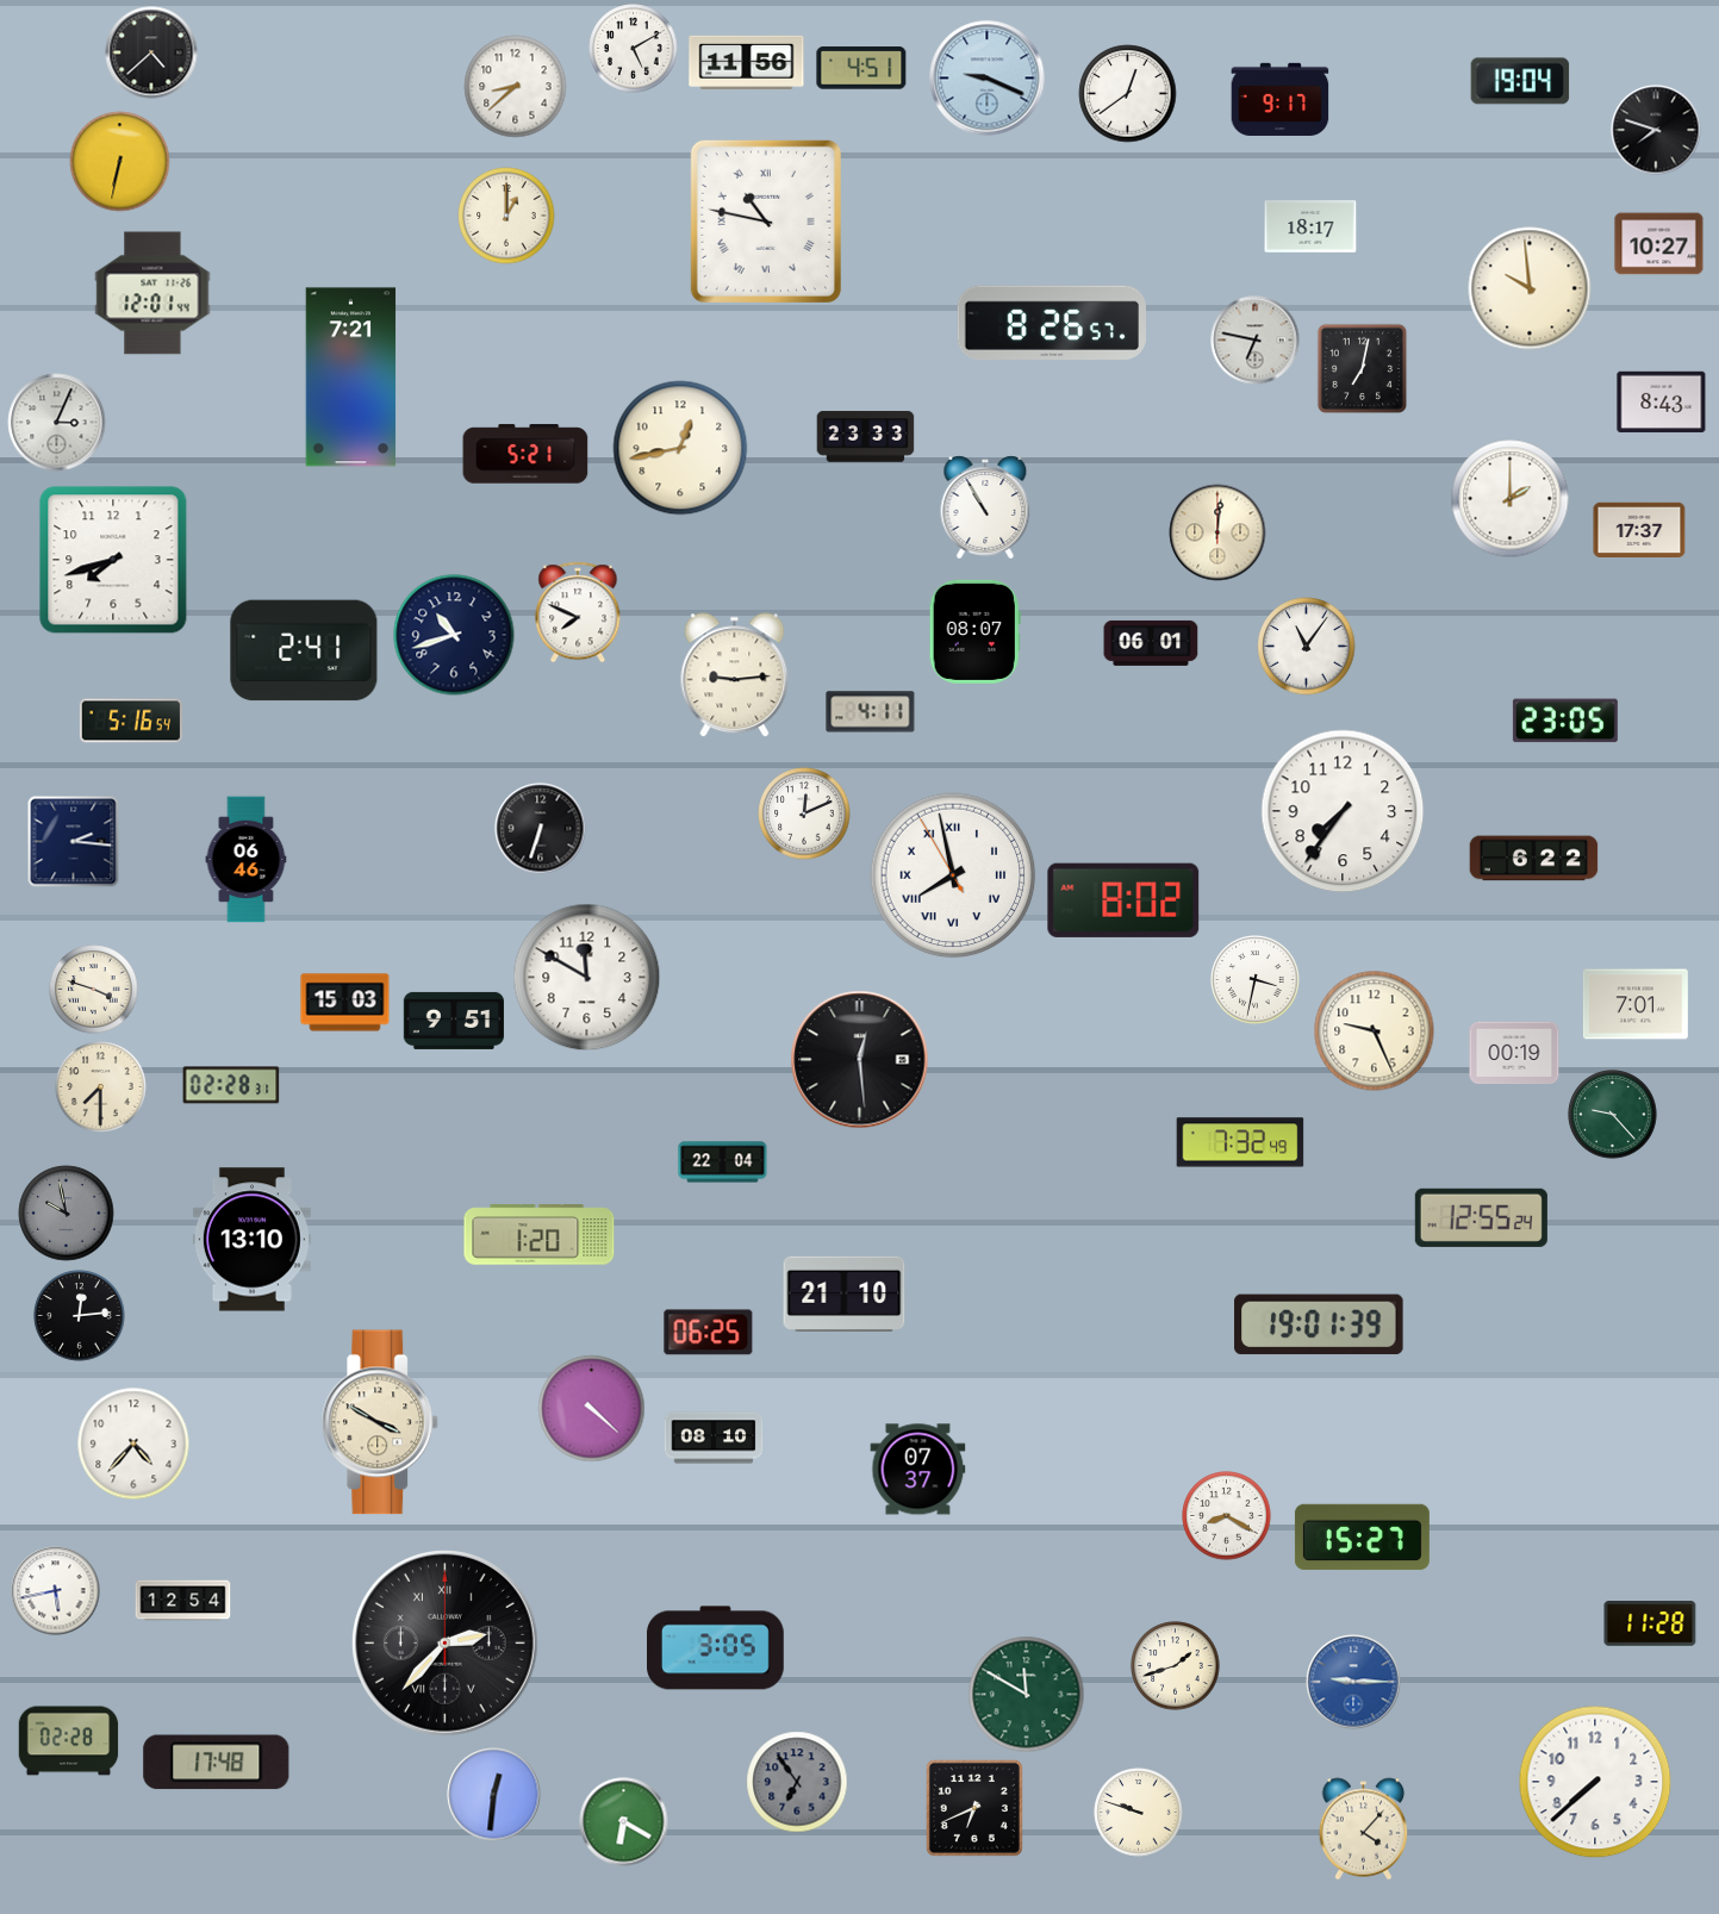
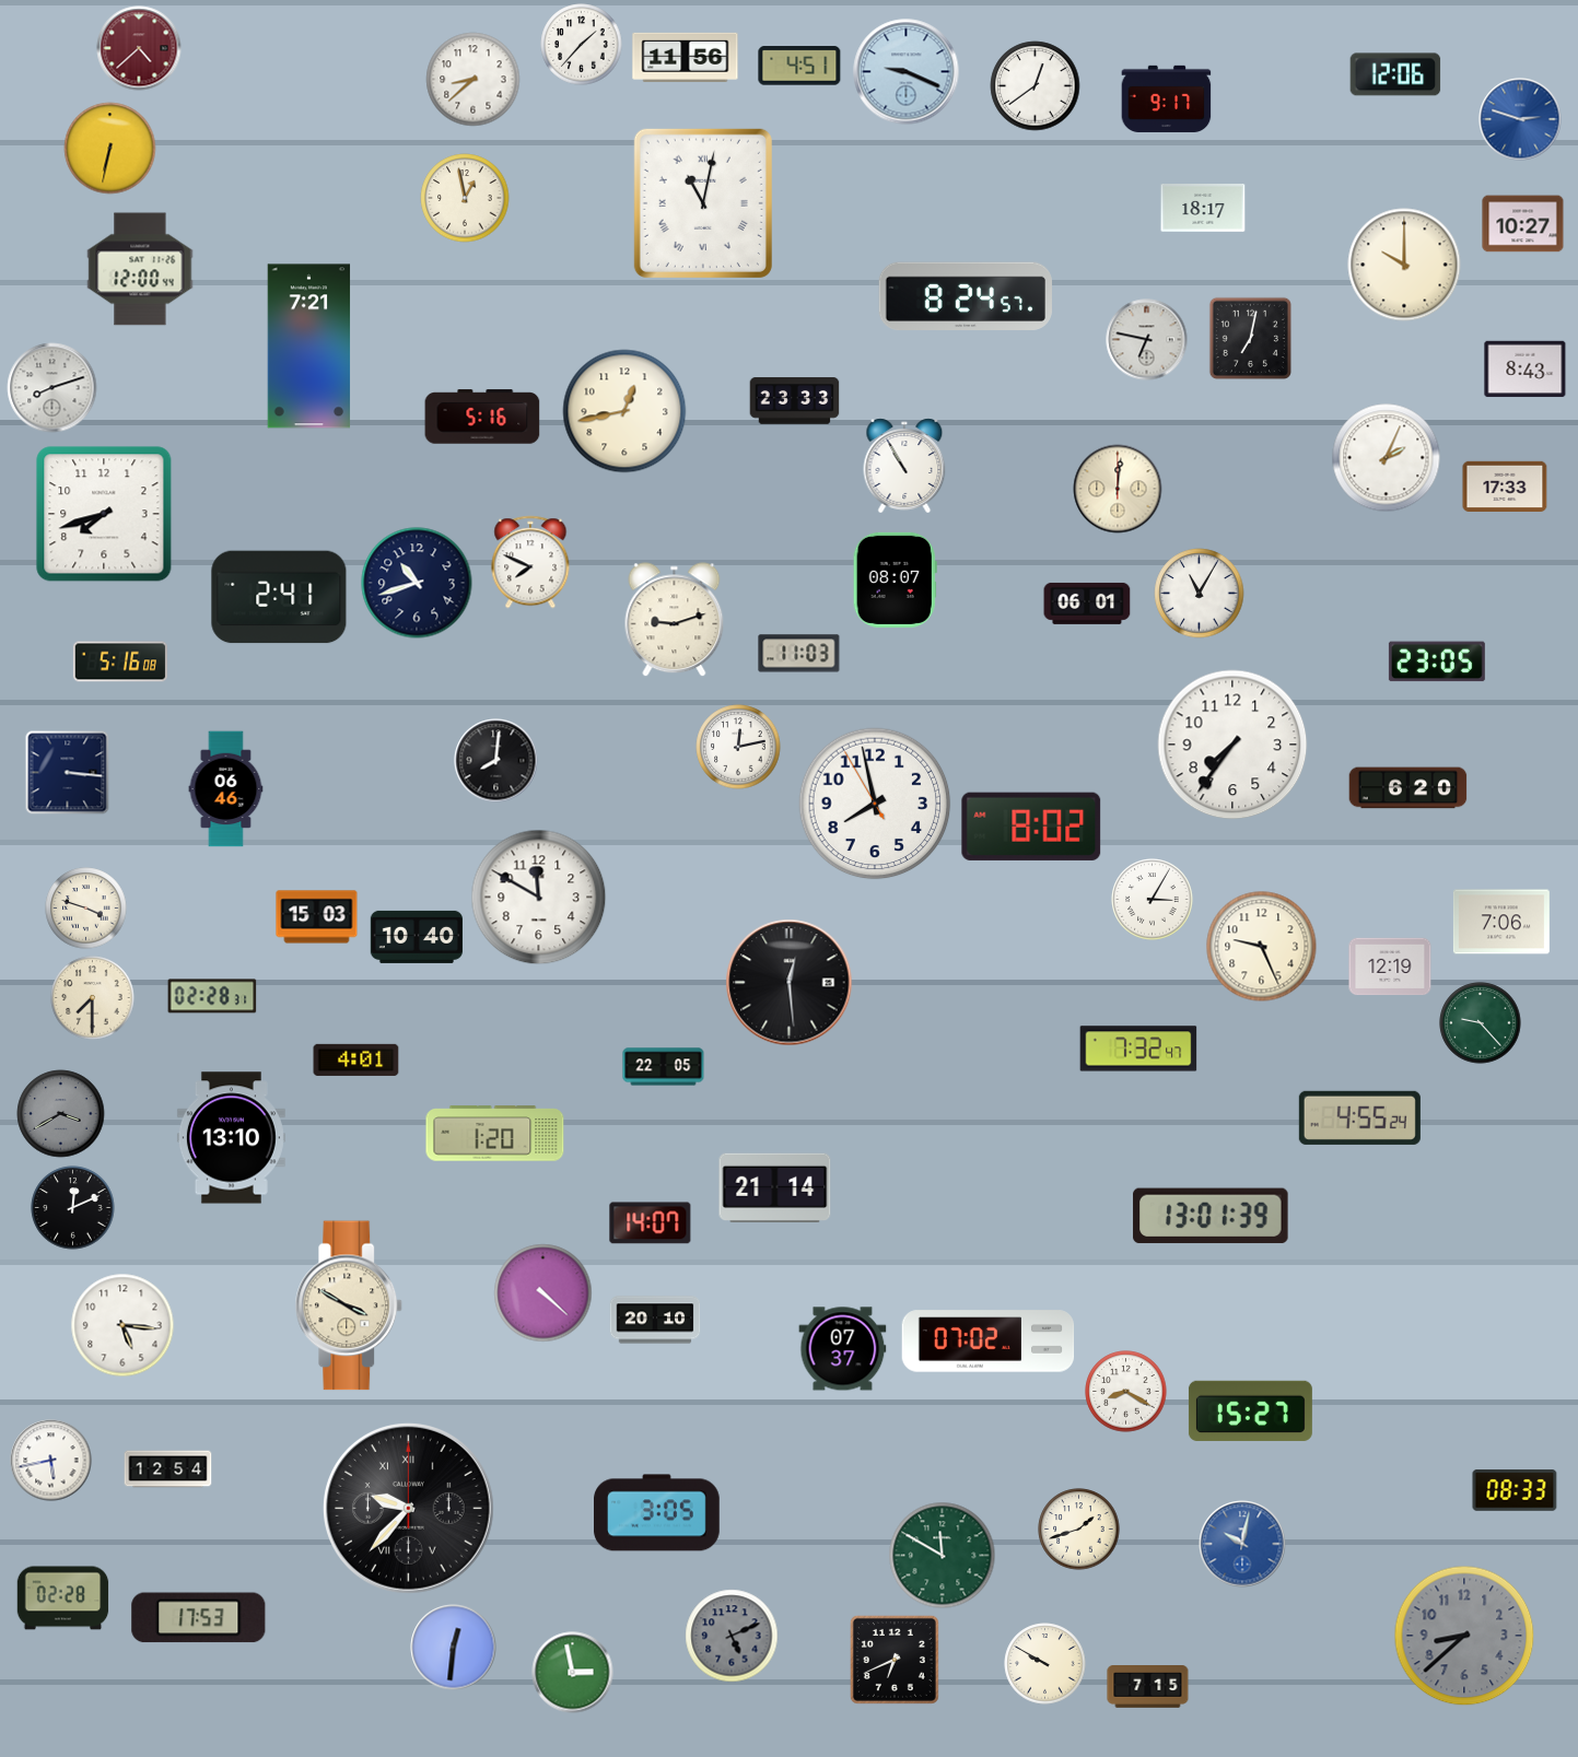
clock at (634, 49): 5:10 -> 1:37
clock at (151, 52) dial: black -> burgundy
clock at (861, 68) position: (861, 68) -> (799, 66)
clock at (1520, 81): 19:04 -> 12:06
clock at (1281, 99) position: (1281, 99) -> (1167, 98)
clock at (1656, 130): 7:48 -> 2:48
clock at (1656, 130) dial: black -> blue
clock at (506, 216): 1:00 -> 12:58
clock at (766, 222): 10:47 -> 11:02
clock at (1530, 288): 9:59 -> 10:00
clock at (152, 293): 12:01 -> 12:00
clock at (1052, 322): 8:26 -> 8:24
clock at (1256, 341) position: (1256, 341) -> (1147, 340)
clock at (351, 378) position: (351, 378) -> (309, 347)
clock at (57, 423): 3:04 -> 8:12
clock at (525, 454): 5:21 -> 5:16
clock at (1511, 499): 2:00 -> 2:04
clock at (1639, 529): 17:37 -> 17:33
clock at (1151, 643) position: (1151, 643) -> (1087, 604)
clock at (1307, 647): 11:06 -> 11:05
clock at (735, 675): 9:14 -> 9:12
clock at (871, 712): 4:11 -> 11:03
clock at (131, 721): 5:16:54 -> 5:16:08
clock at (804, 813): 12:11 -> 12:13
clock at (541, 829): 6:33 -> 8:01
clock at (74, 842): 2:16 -> 3:16
clock at (1534, 859): 6:22 -> 6:20
clock at (953, 875) numerals: Roman -> Arabic
clock at (1256, 980): 3:32 -> 3:05
clock at (345, 1003) position: (345, 1003) -> (317, 917)
clock at (1636, 1004): 7:01 -> 7:06
clock at (454, 1021): 9:51 -> 10:40
clock at (1514, 1053): 00:19 -> 12:19
clock at (860, 1060) position: (860, 1060) -> (790, 983)
clock at (1240, 1142): 7:32:49 -> 7:32:47
clock at (356, 1059): none -> 4:01
clock at (723, 1162): 22:04 -> 22:05
clock at (67, 1214): 9:58 -> 3:40
clock at (1481, 1217): 12:55 -> 4:55
clock at (845, 1293): 21:10 -> 21:14
clock at (80, 1316): 12:14 -> 12:11
clock at (1319, 1324): 19:01 -> 13:01
clock at (709, 1333): 06:25 -> 14:07
clock at (714, 1438): 08:10 -> 20:10
clock at (133, 1444): 4:37 -> 5:16
clock at (989, 1342): none -> 07:02
clock at (1650, 1623): 11:28 -> 08:33
clock at (446, 1644): 2:37 -> 9:37
clock at (1353, 1682): 9:15 -> 10:02
clock at (217, 1763): 17:48 -> 17:53
clock at (797, 1782): 6:54 -> 5:11
clock at (1595, 1782): 7:38 -> 8:38
clock at (1595, 1782) dial: white -> grey
clock at (1139, 1813): 9:48 -> 9:50
clock at (624, 1822): 6:20 -> 2:58
clock at (1364, 1829): 4:07 -> none
clock at (1148, 1687): none -> 7:15
